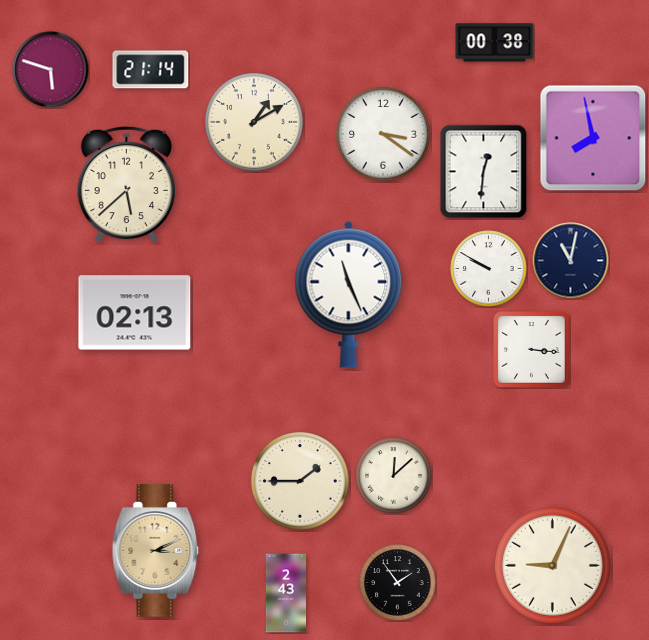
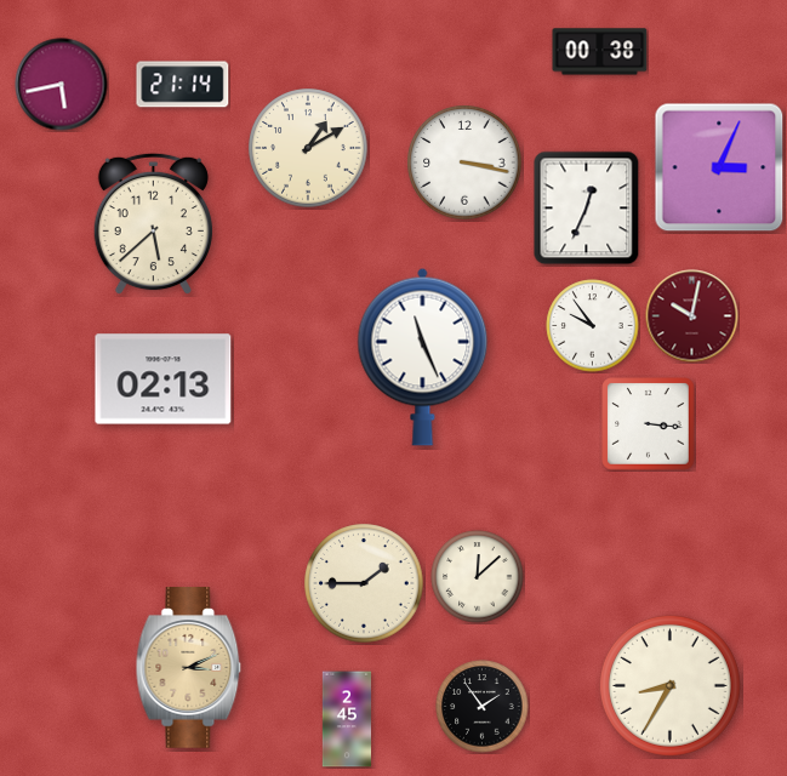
clock at (51, 70): 5:48 -> 5:43
clock at (383, 134): 3:21 -> 3:17
clock at (593, 138): 7:58 -> 3:04
clock at (484, 172): 12:31 -> 12:34
clock at (571, 261): 11:02 -> 10:02
clock at (571, 261) dial: navy -> burgundy
clock at (489, 269): 9:50 -> 9:54
clock at (532, 350) position: (532, 350) -> (649, 424)
clock at (552, 565): 9:04 -> 8:35
clock at (285, 593): 2:43 -> 2:45
